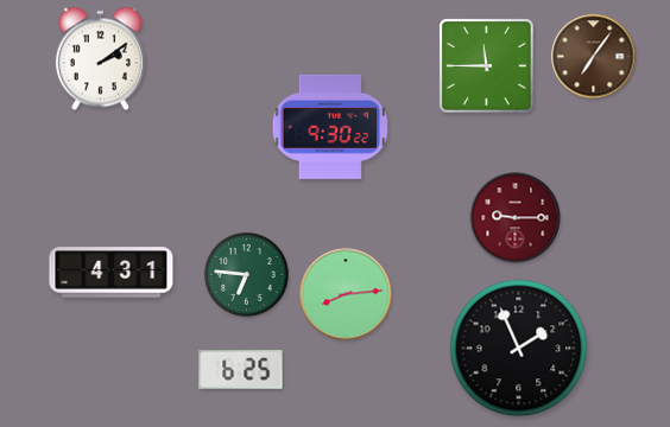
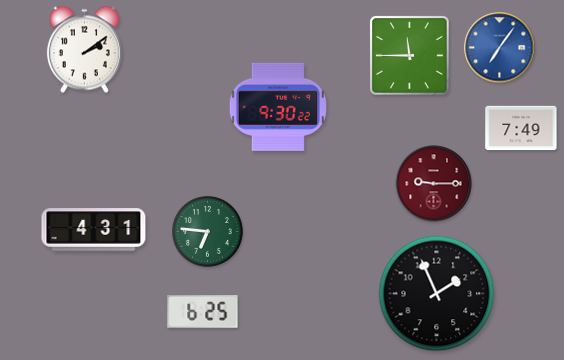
clock at (594, 57) dial: brown -> blue
clock at (521, 128): none -> 7:49
clock at (346, 294): 8:14 -> none
